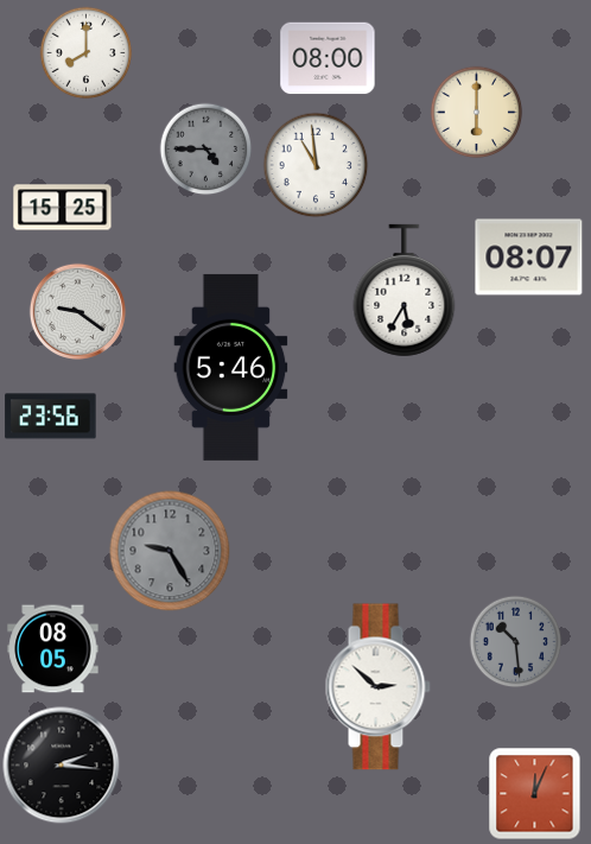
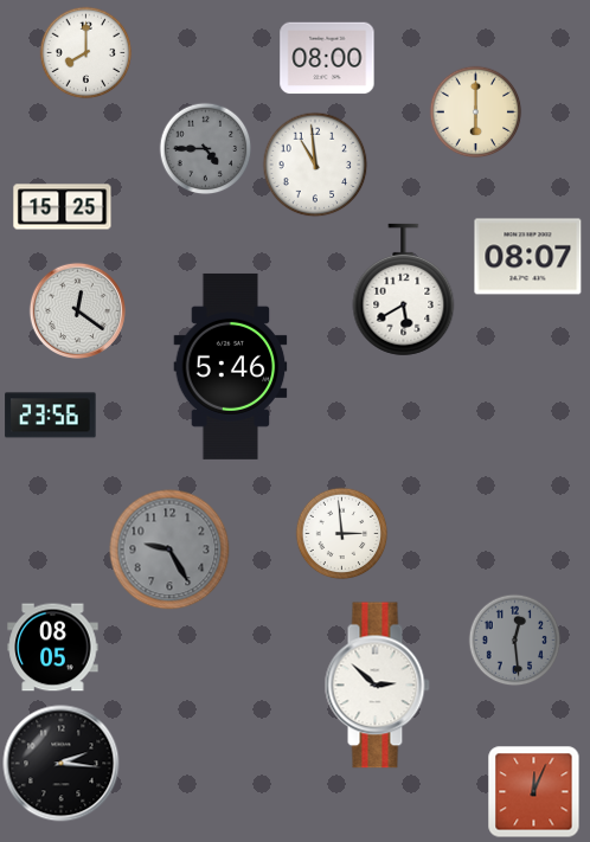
clock at (405, 291): 5:35 -> 5:40
clock at (77, 311): 9:21 -> 12:21
clock at (341, 533): none -> 2:59
clock at (515, 641): 10:29 -> 12:29
